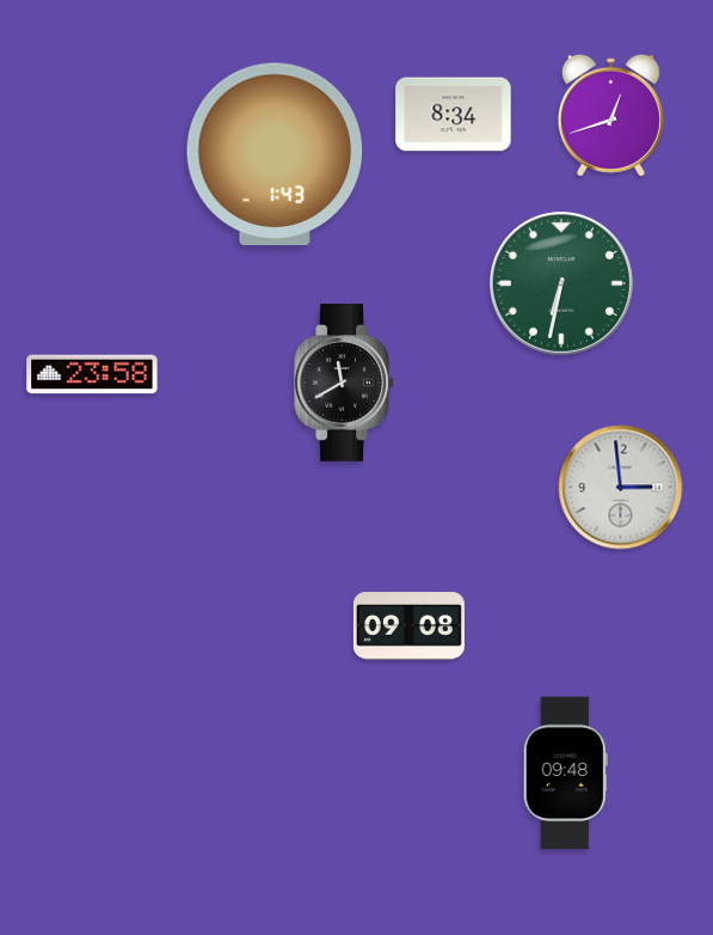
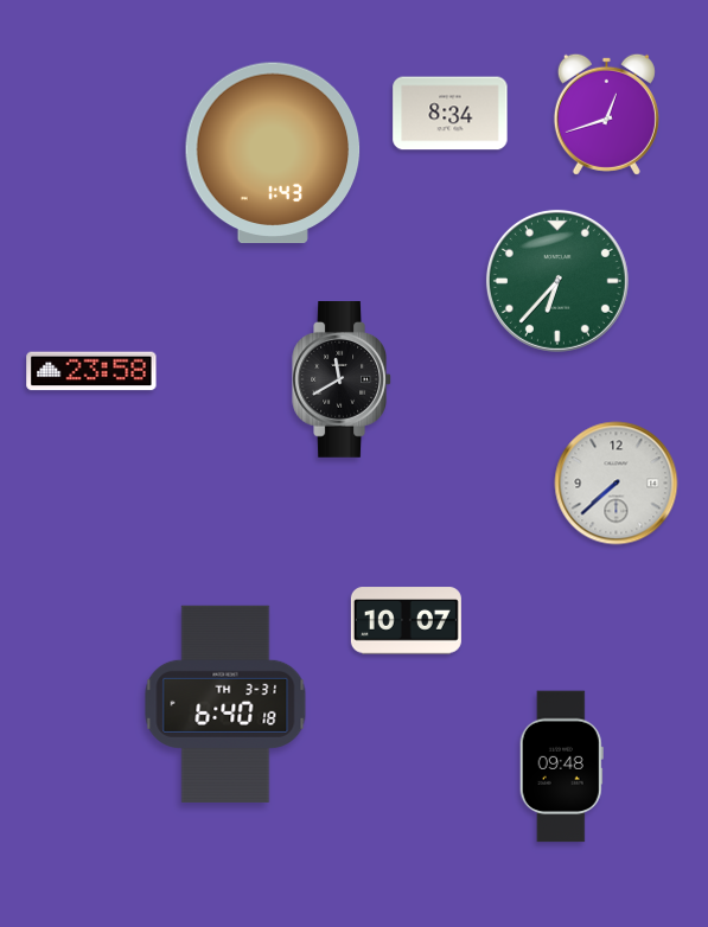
clock at (561, 283): 6:32 -> 6:37
clock at (621, 488): 2:59 -> 7:38
clock at (408, 627): 09:08 -> 10:07
clock at (225, 704): none -> 6:40
